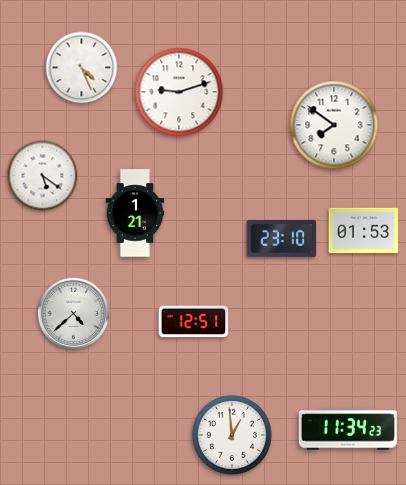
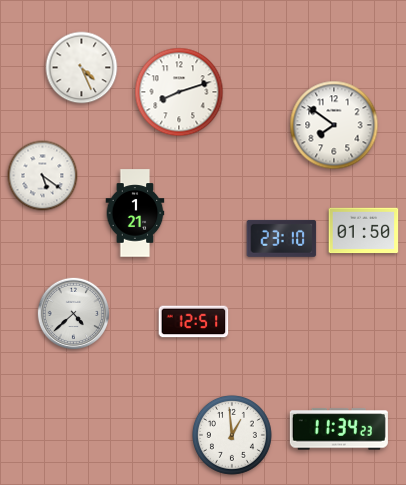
clock at (179, 92): 9:12 -> 8:12
clock at (364, 231): 01:53 -> 01:50
clock at (348, 429) position: (348, 429) -> (339, 429)
